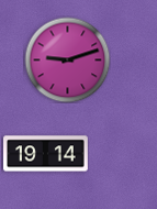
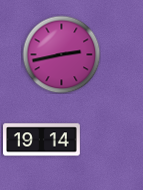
clock at (67, 59): 9:12 -> 2:43
